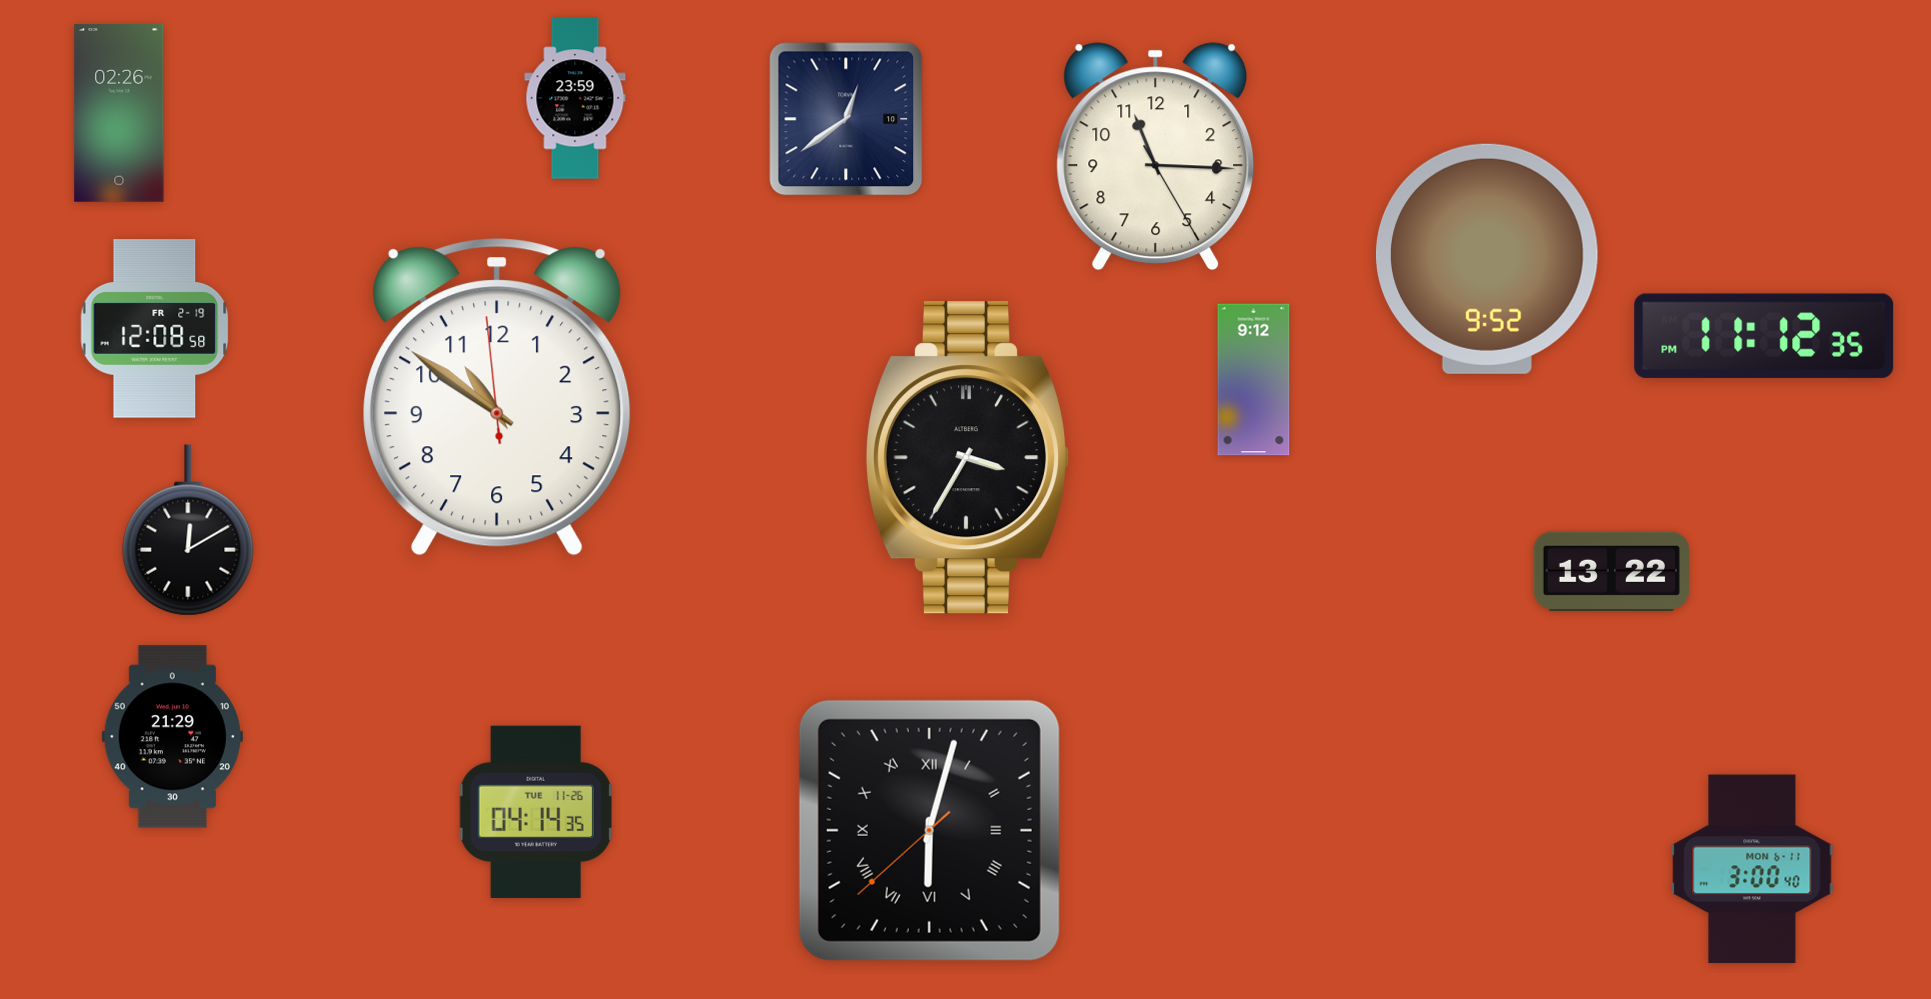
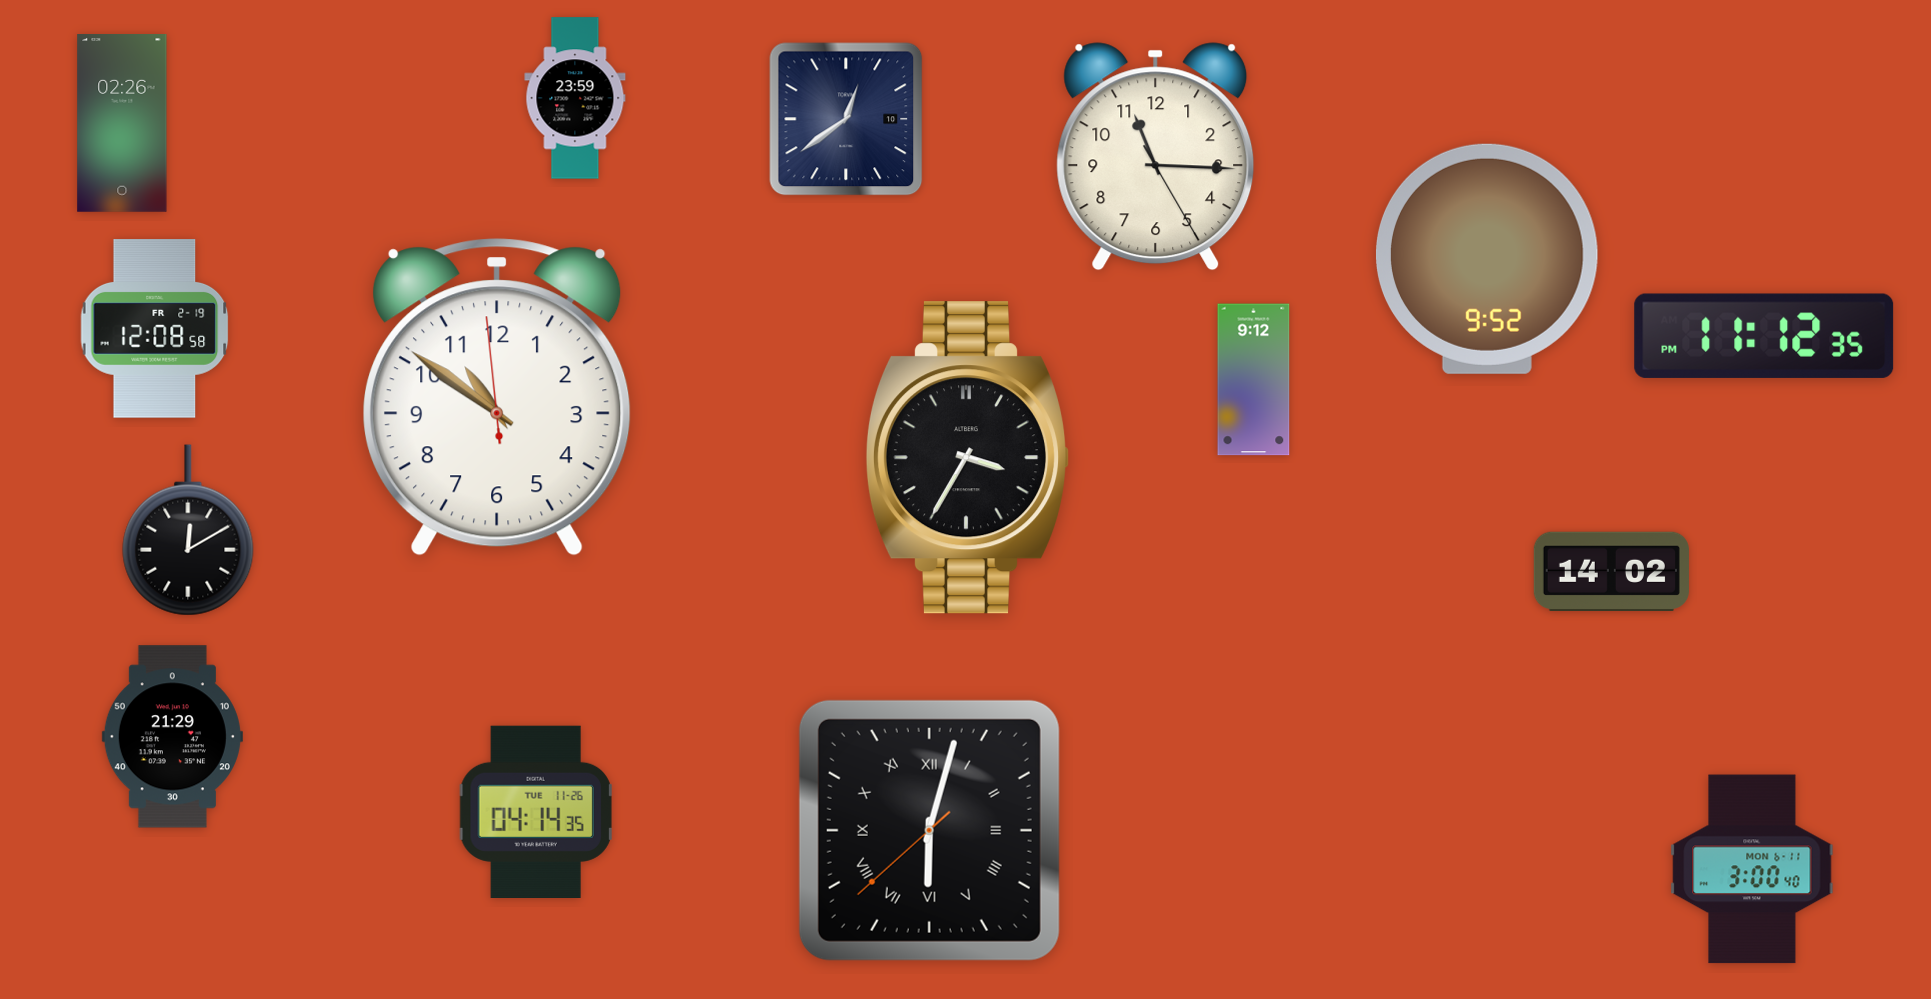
clock at (119, 114) position: (119, 114) -> (122, 124)
clock at (1611, 571): 13:22 -> 14:02
